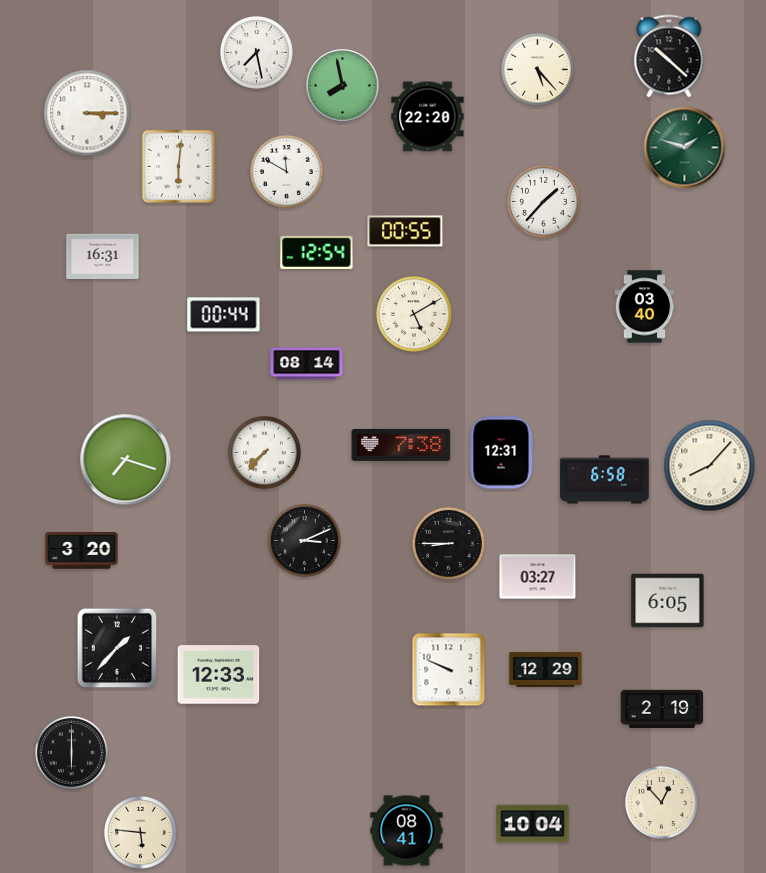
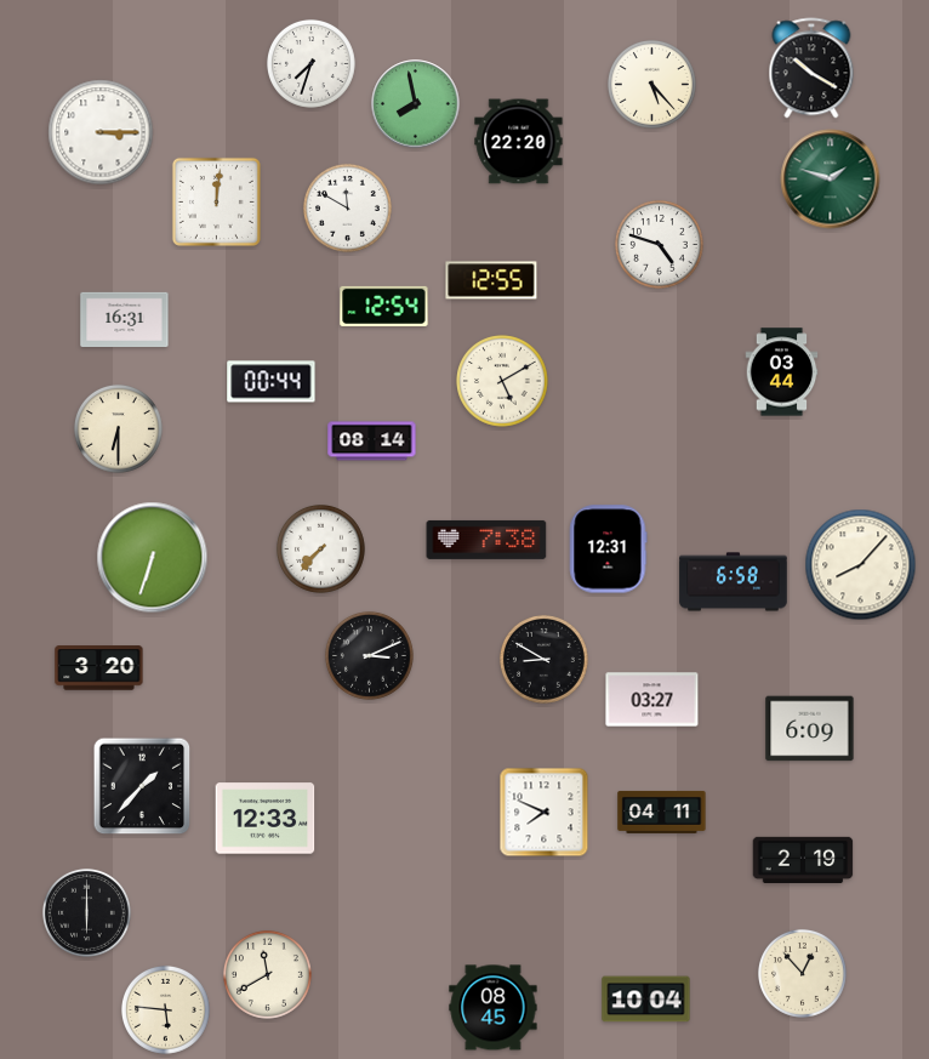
clock at (256, 52): 7:28 -> 7:33
clock at (669, 56): 10:22 -> 10:20
clock at (87, 113) position: (87, 113) -> (101, 132)
clock at (178, 166): 6:01 -> 12:01
clock at (543, 201): 1:37 -> 4:48
clock at (405, 231): 00:55 -> 12:55
clock at (103, 256) position: (103, 256) -> (125, 319)
clock at (645, 307): 03:40 -> 03:44
clock at (118, 428): none -> 6:30
clock at (126, 460): 7:18 -> 6:33
clock at (448, 543): 8:45 -> 8:50
clock at (668, 601): 6:05 -> 6:09
clock at (546, 669): 12:29 -> 04:11
clock at (449, 670): 9:49 -> 7:49
clock at (267, 974): none -> 11:40
clock at (407, 831): 08:41 -> 08:45
clock at (140, 832) position: (140, 832) -> (165, 1009)
